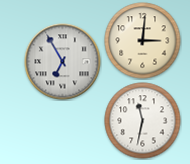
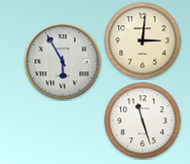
clock at (63, 62): 6:55 -> 5:55
clock at (143, 121): 11:32 -> 11:27
